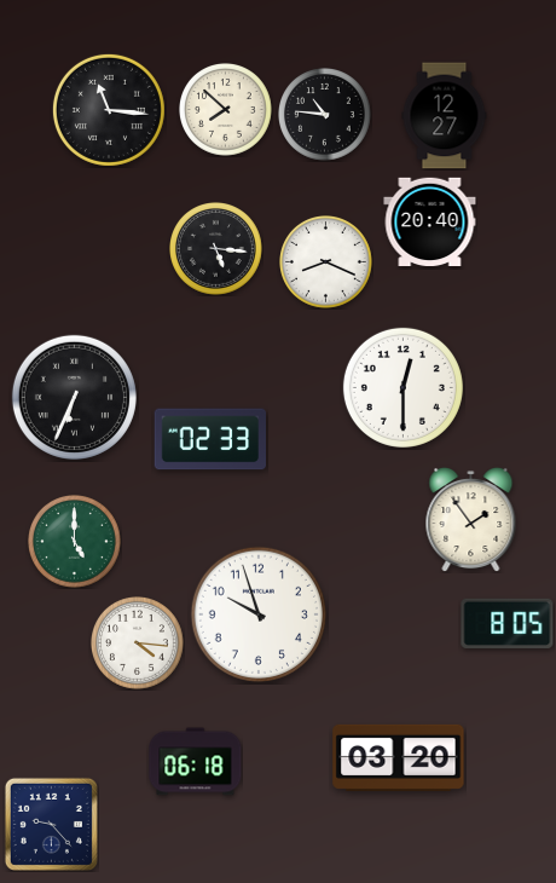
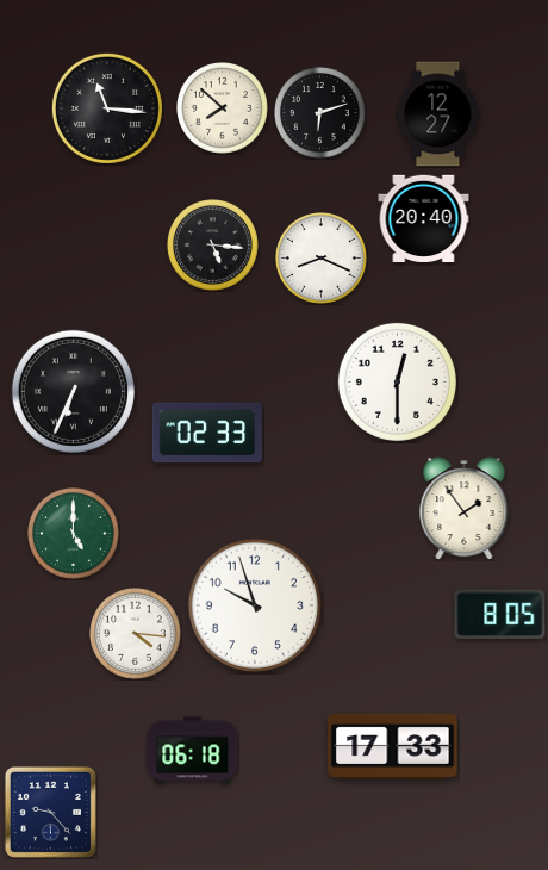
clock at (325, 115): 10:46 -> 6:12
clock at (471, 519) position: (471, 519) -> (465, 508)
clock at (399, 757): 03:20 -> 17:33
